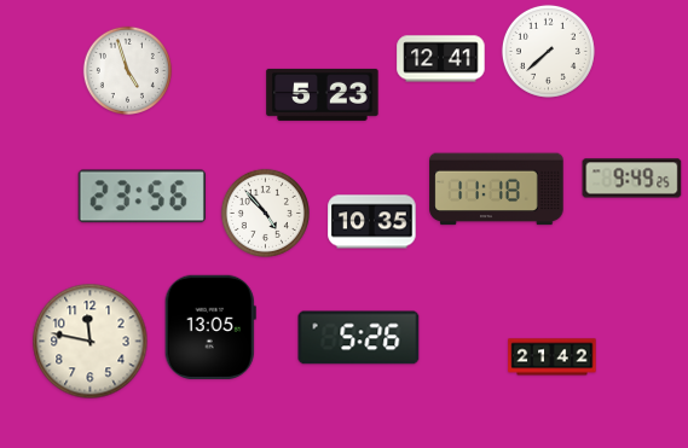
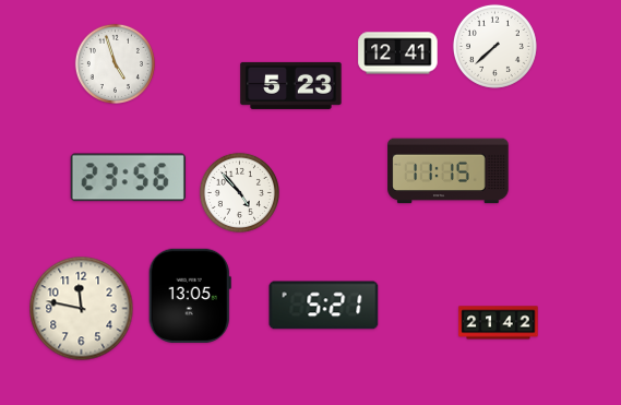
clock at (632, 179): 9:49 -> none
clock at (497, 190): 11:18 -> 11:15
clock at (372, 222): 10:35 -> none
clock at (359, 338): 5:26 -> 5:21
